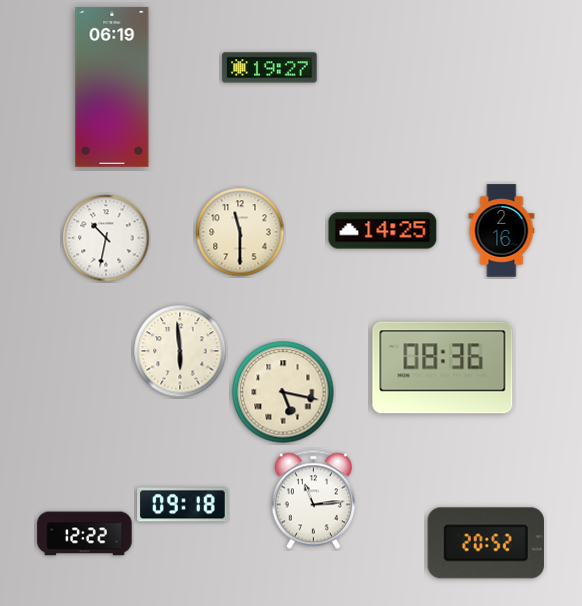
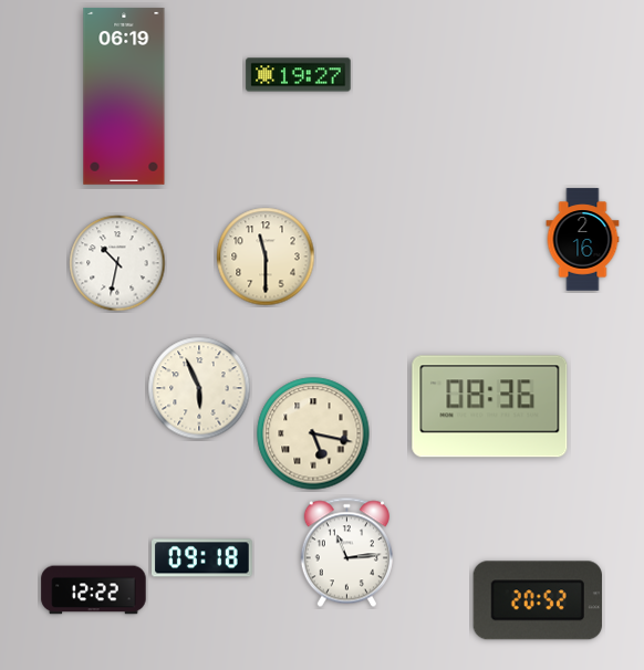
clock at (383, 231): 14:25 -> none
clock at (502, 231) position: (502, 231) -> (583, 240)
clock at (180, 351): 5:59 -> 5:56
